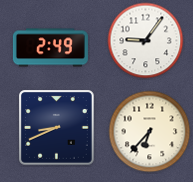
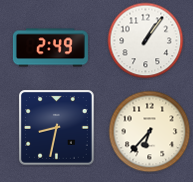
clock at (146, 41): 9:06 -> 1:06
clock at (57, 128): 8:41 -> 8:32
